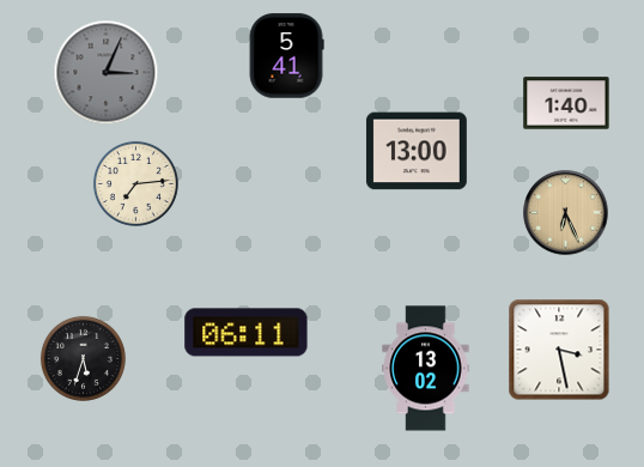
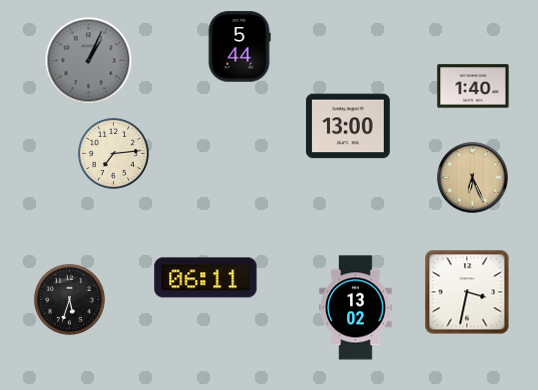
clock at (286, 56): 5:41 -> 5:44
clock at (107, 73): 3:04 -> 1:04
clock at (559, 350): 3:28 -> 3:32
